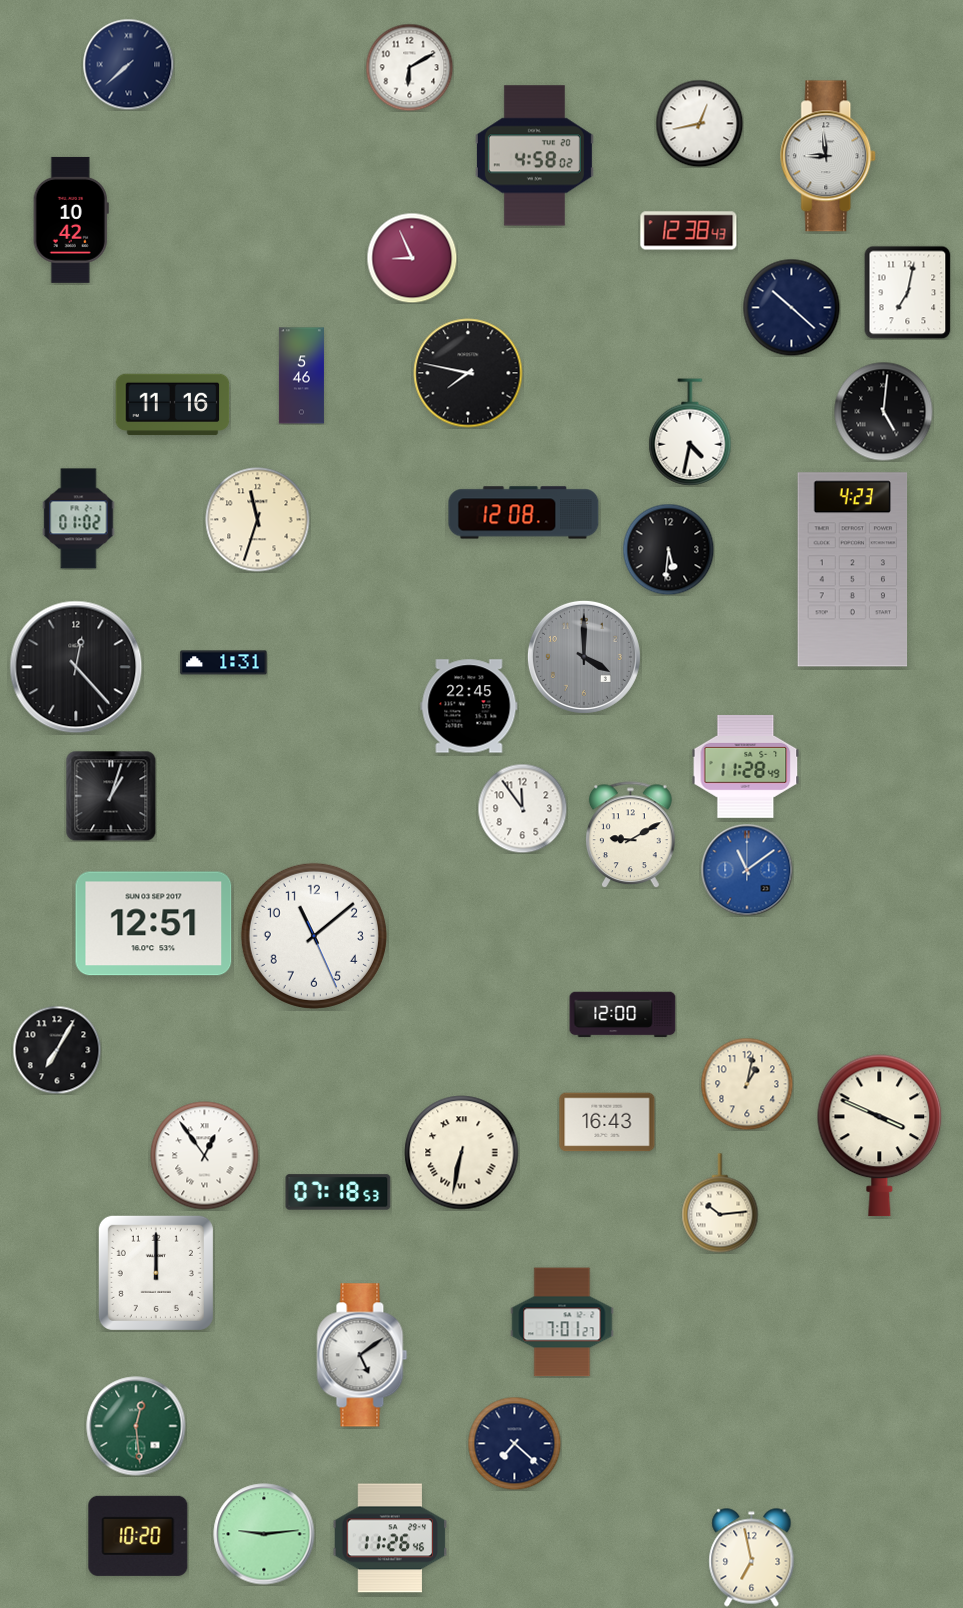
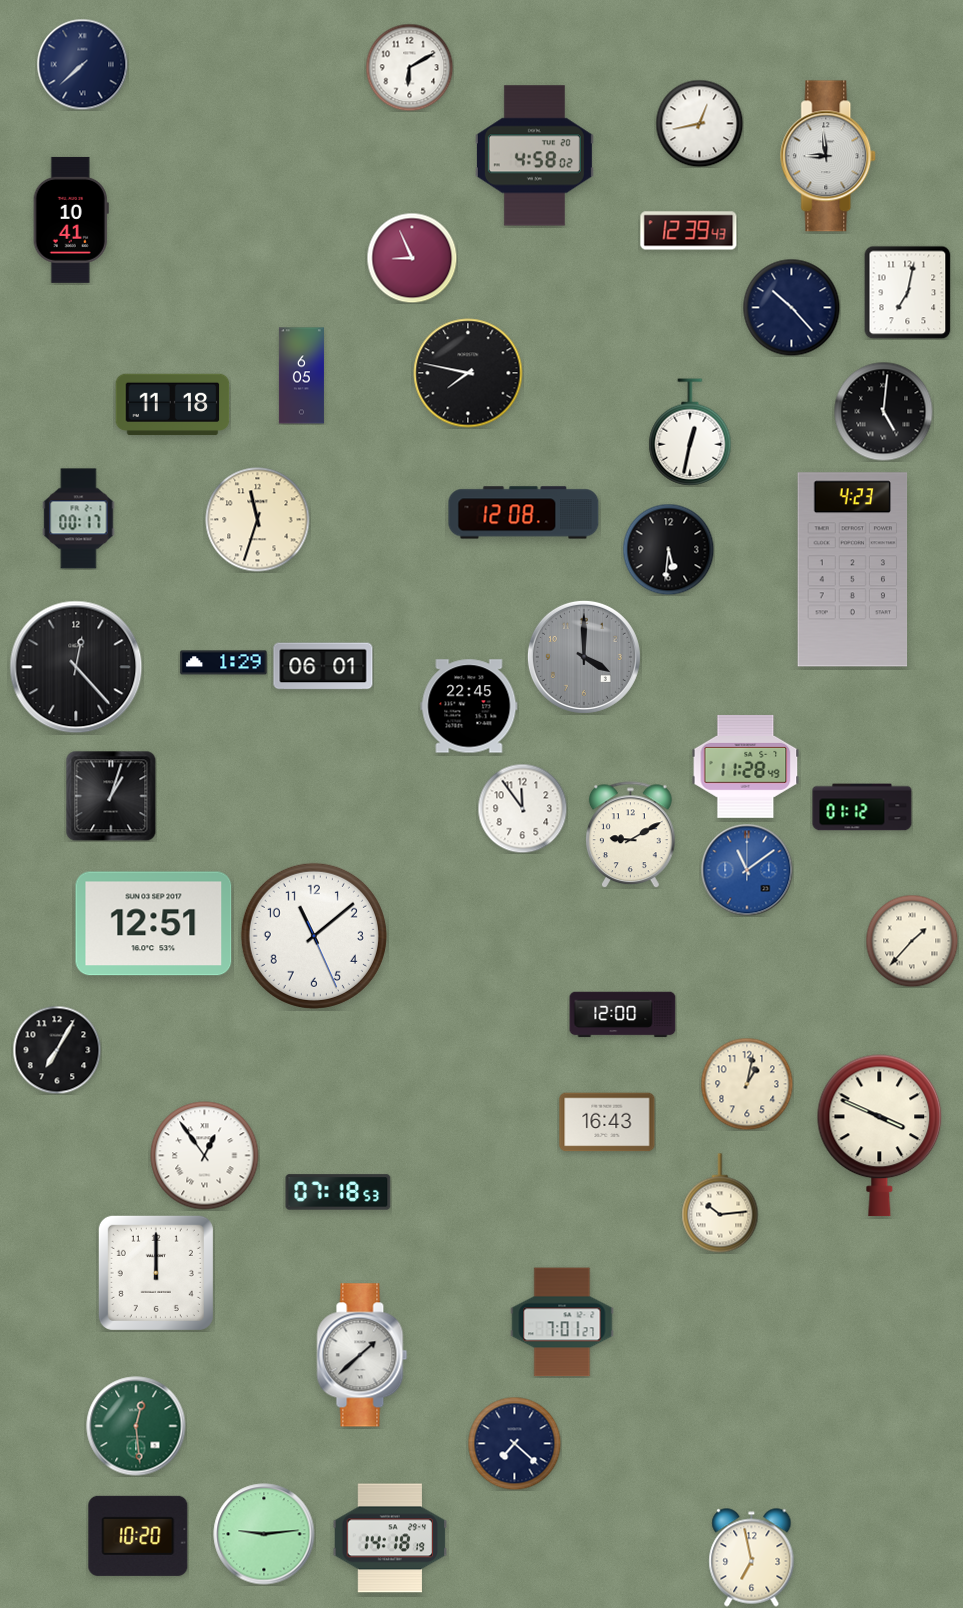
clock at (128, 64) position: (128, 64) -> (82, 64)
clock at (71, 220): 10:42 -> 10:41
clock at (689, 231): 12:38 -> 12:39
clock at (791, 307): 10:22 -> 10:23
clock at (301, 376): 5:46 -> 6:05
clock at (173, 405): 11:16 -> 11:18
clock at (690, 432): 4:32 -> 12:32
clock at (79, 519): 01:02 -> 00:17
clock at (224, 663): 1:31 -> 1:29
clock at (323, 666): none -> 06:01
clock at (862, 807): none -> 01:12
clock at (912, 941): none -> 1:37
clock at (462, 1153): 6:32 -> none
clock at (362, 1355): 5:09 -> 1:38
clock at (390, 1538): 11:26 -> 14:18
